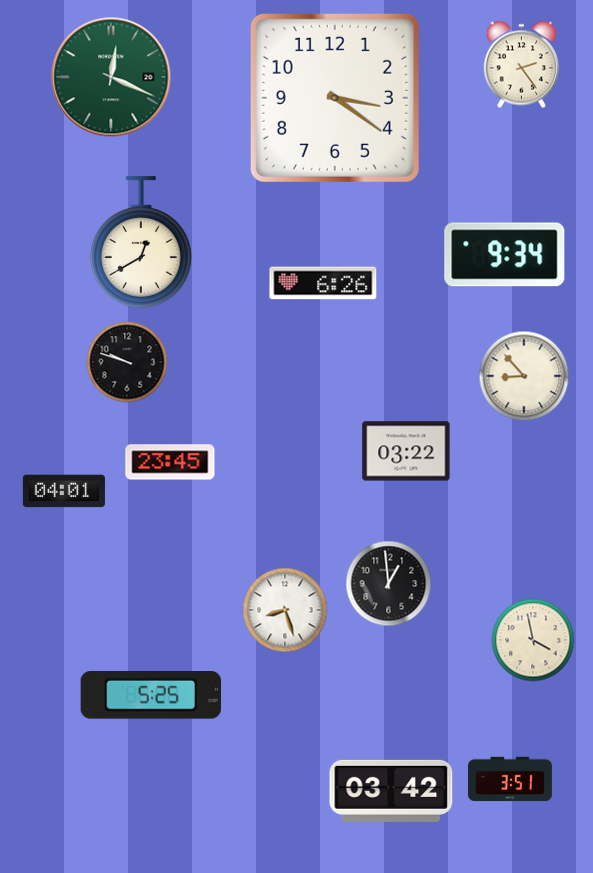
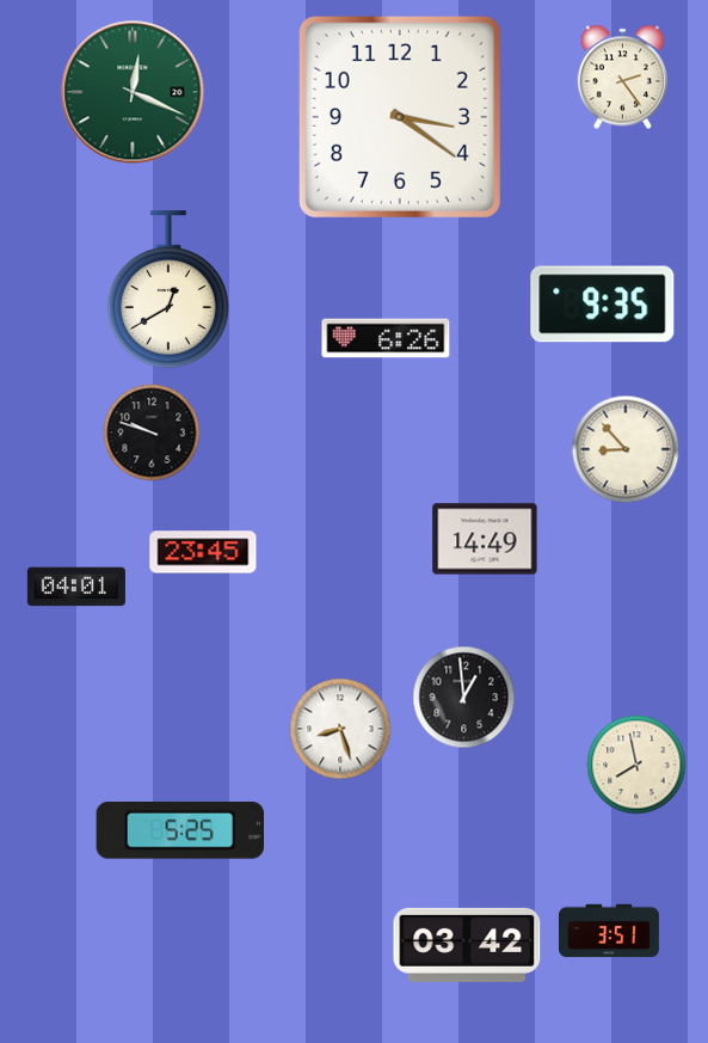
clock at (505, 255): 9:34 -> 9:35
clock at (406, 451): 03:22 -> 14:49
clock at (533, 640): 3:58 -> 7:58
